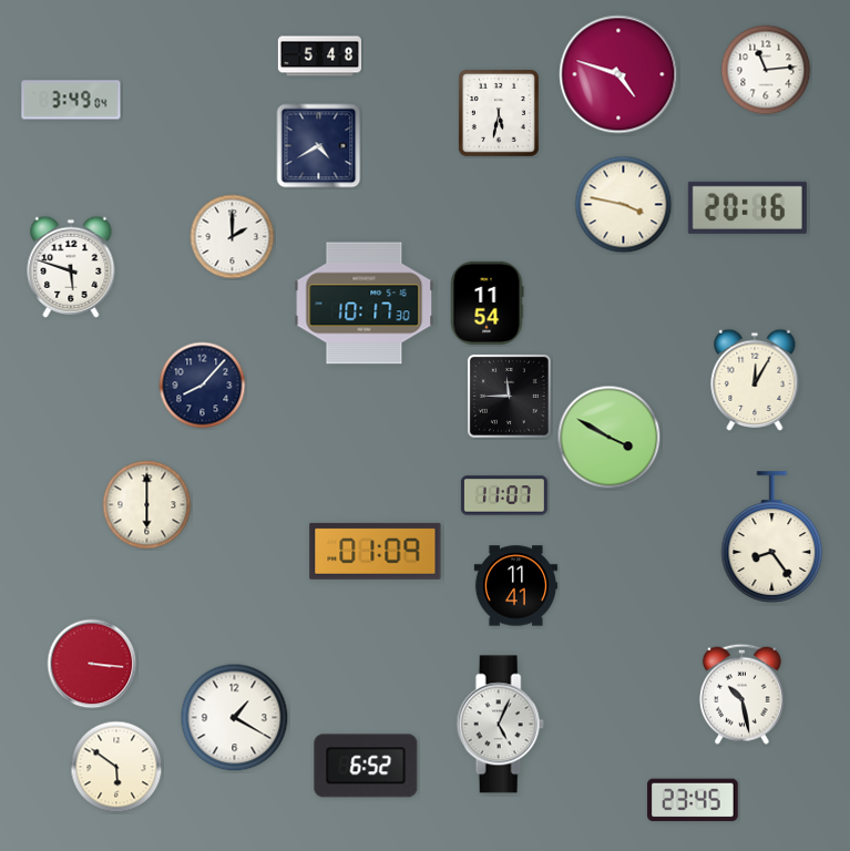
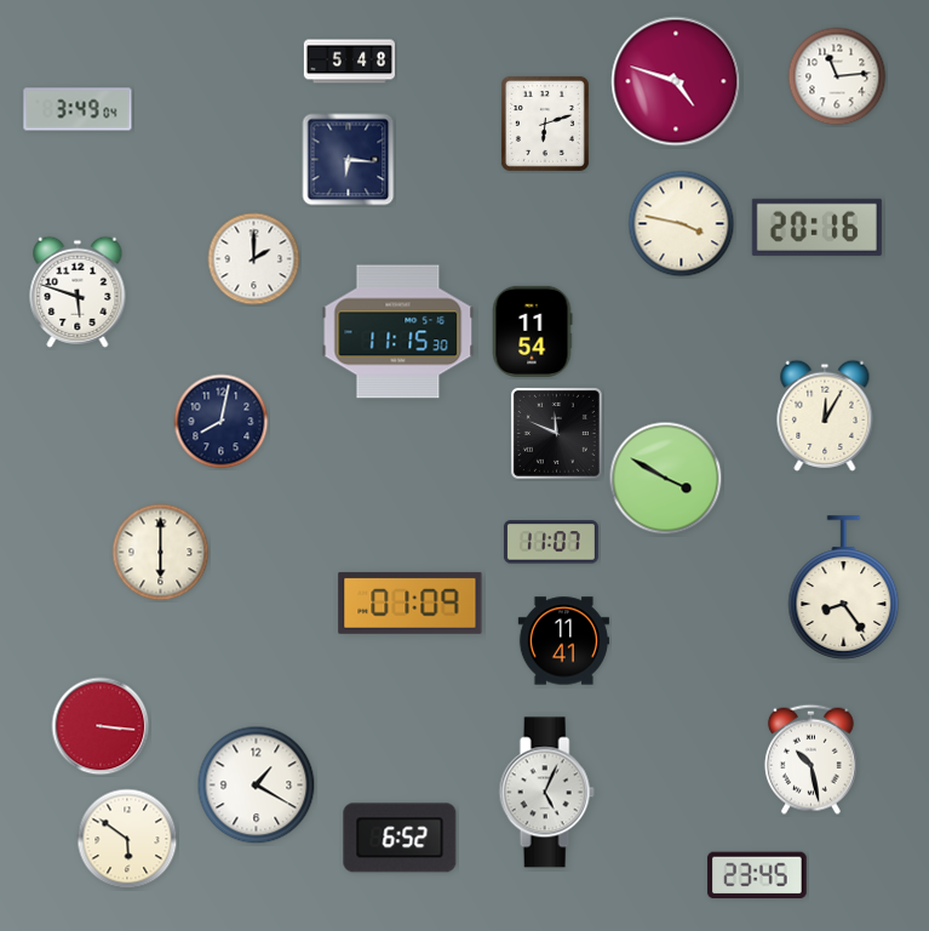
clock at (499, 113): 5:32 -> 6:12
clock at (319, 146): 4:40 -> 6:16
clock at (365, 304): 10:17 -> 11:15
clock at (203, 386): 8:07 -> 8:02
clock at (509, 396): 11:45 -> 11:49
